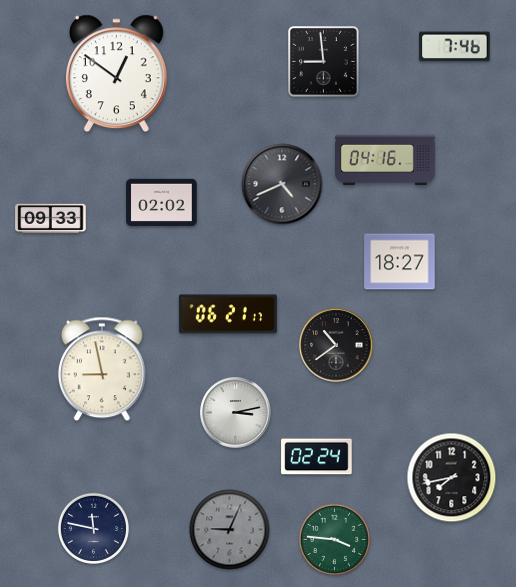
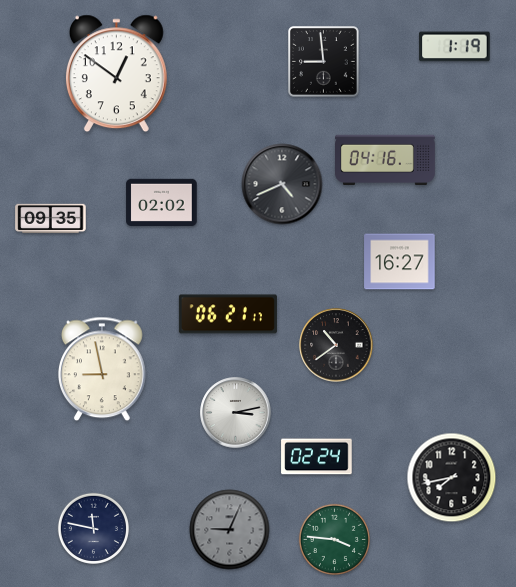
clock at (455, 47): 7:46 -> 1:19
clock at (51, 219): 09:33 -> 09:35
clock at (400, 262): 18:27 -> 16:27
